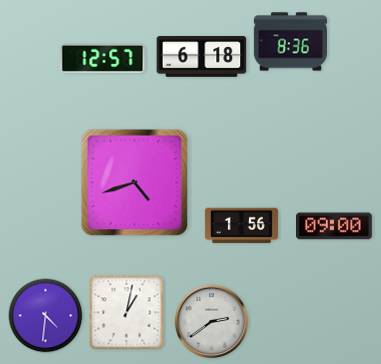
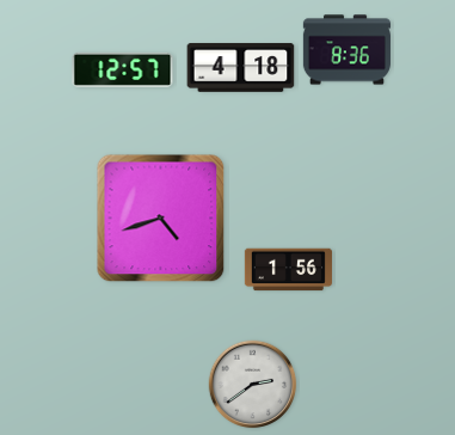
clock at (202, 57): 6:18 -> 4:18
clock at (335, 226): 09:00 -> none
clock at (127, 313): 1:02 -> none
clock at (46, 316): 4:31 -> none
